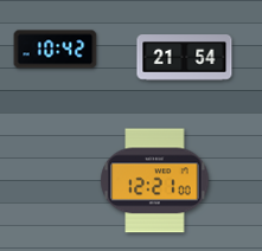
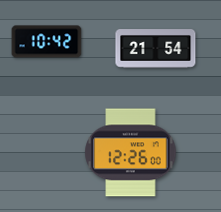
clock at (155, 181): 12:21 -> 12:26
